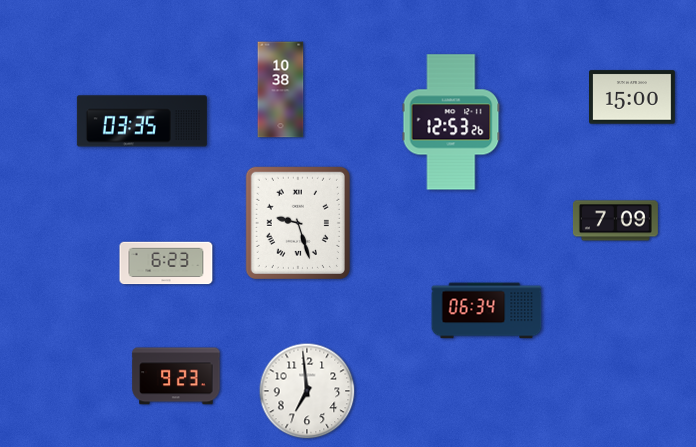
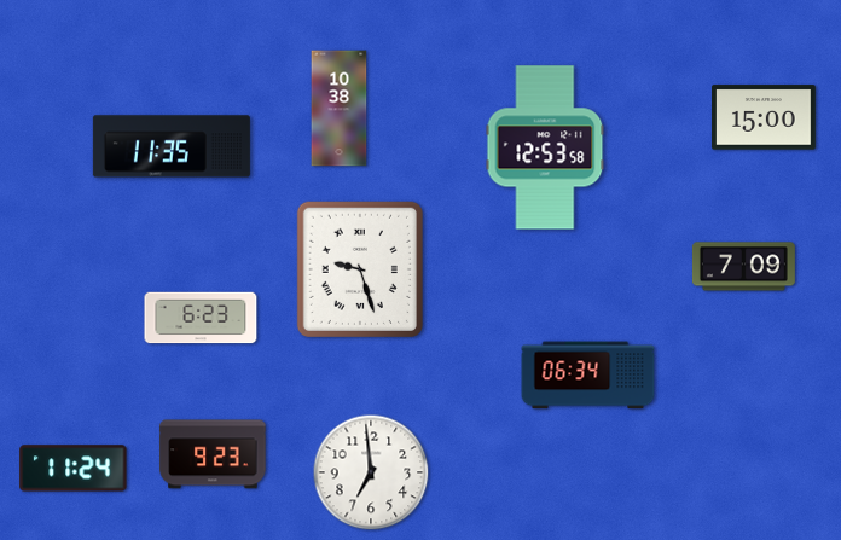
clock at (142, 121): 03:35 -> 11:35
clock at (451, 122): 12:53:26 -> 12:53:58
clock at (74, 469): none -> 11:24
